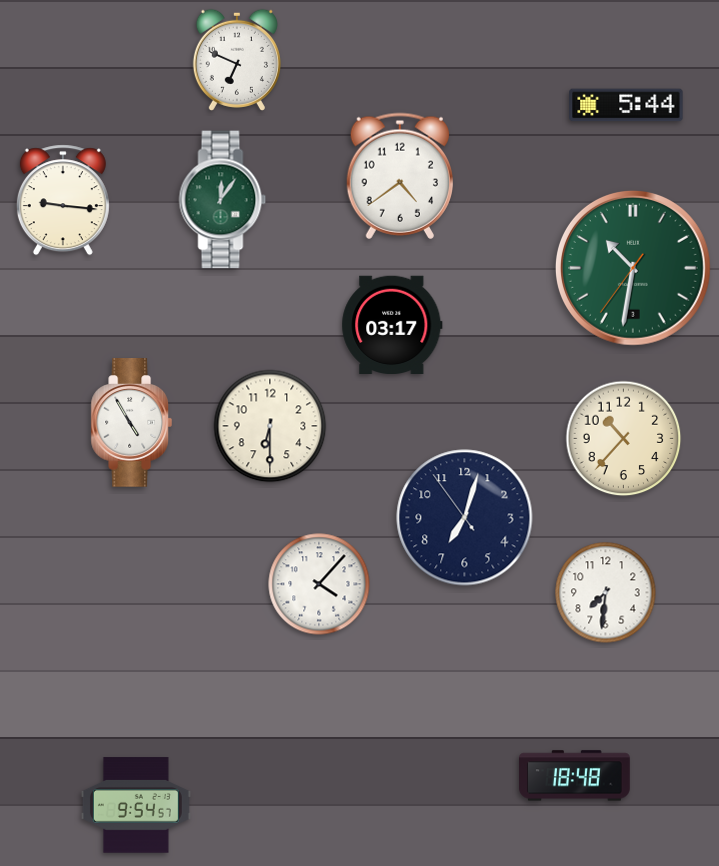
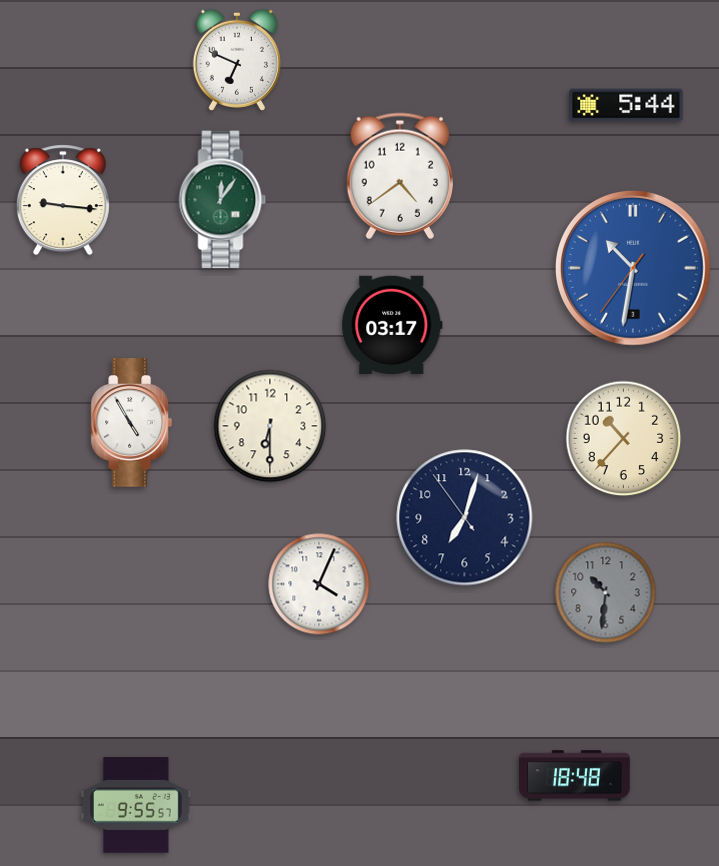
clock at (633, 268) dial: green -> blue
clock at (319, 584): 4:07 -> 4:04
clock at (606, 593): 7:31 -> 10:31
clock at (606, 593) dial: white -> grey
clock at (136, 805): 9:54 -> 9:55
